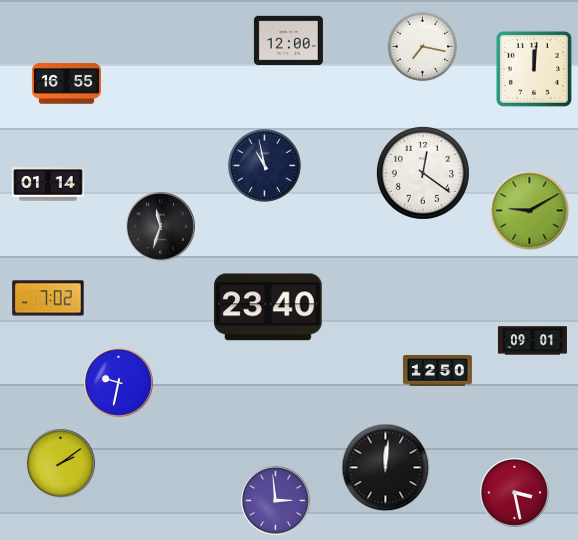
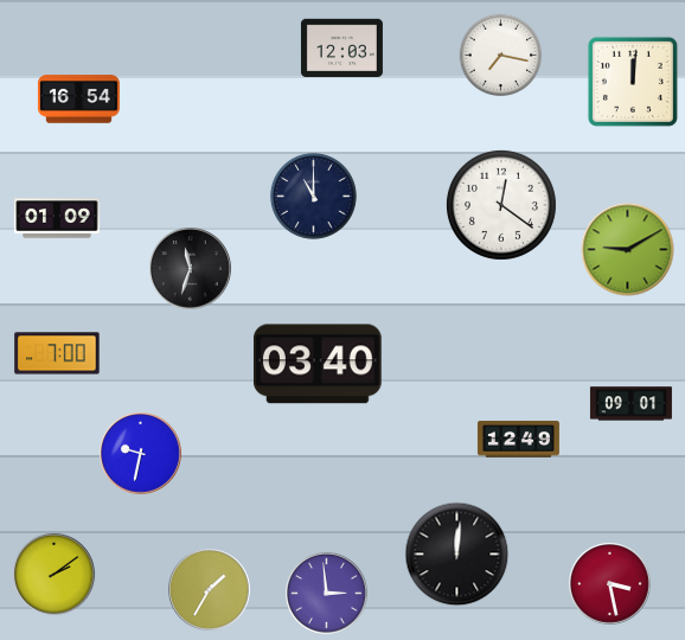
clock at (288, 40): 12:00 -> 12:03
clock at (66, 84): 16:55 -> 16:54
clock at (264, 165): 10:58 -> 11:00
clock at (48, 184): 01:14 -> 01:09
clock at (48, 298): 7:02 -> 7:00
clock at (268, 307): 23:40 -> 03:40
clock at (437, 371): 12:50 -> 12:49
clock at (61, 464) position: (61, 464) -> (55, 575)
clock at (210, 590): none -> 1:35
